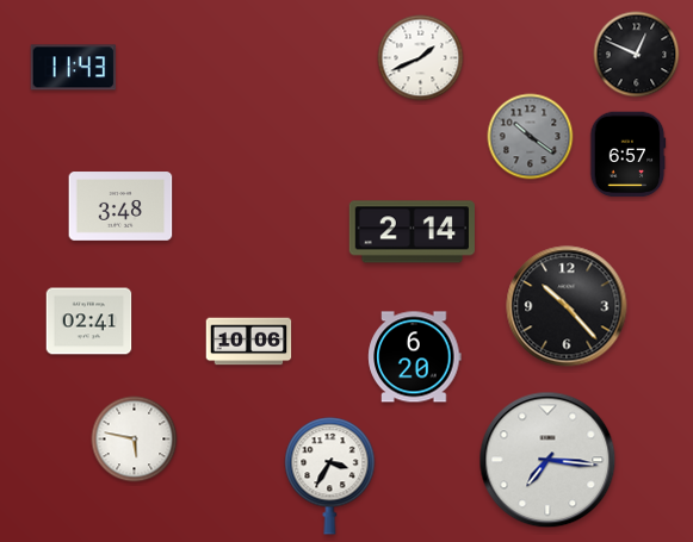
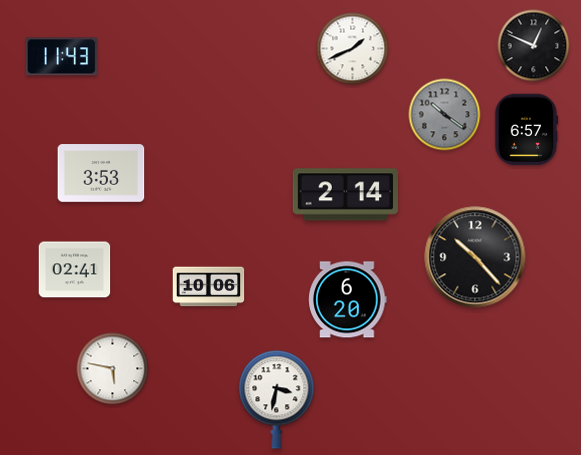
clock at (120, 206): 3:48 -> 3:53
clock at (547, 460): 7:16 -> none
clock at (330, 476): 3:35 -> 3:32
